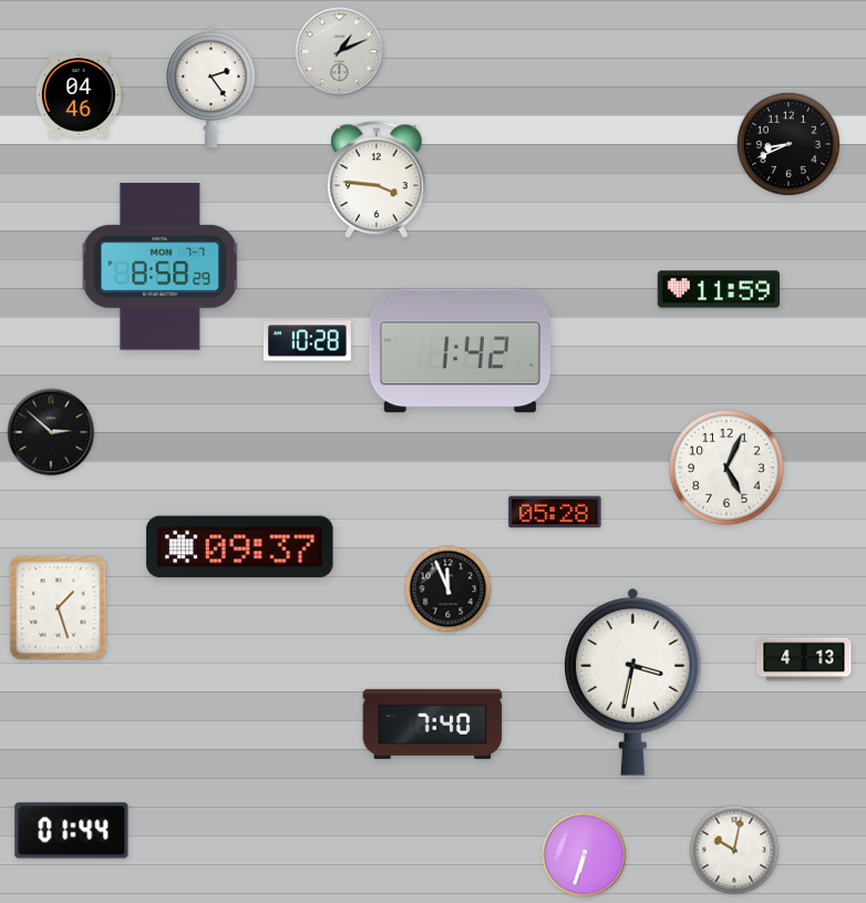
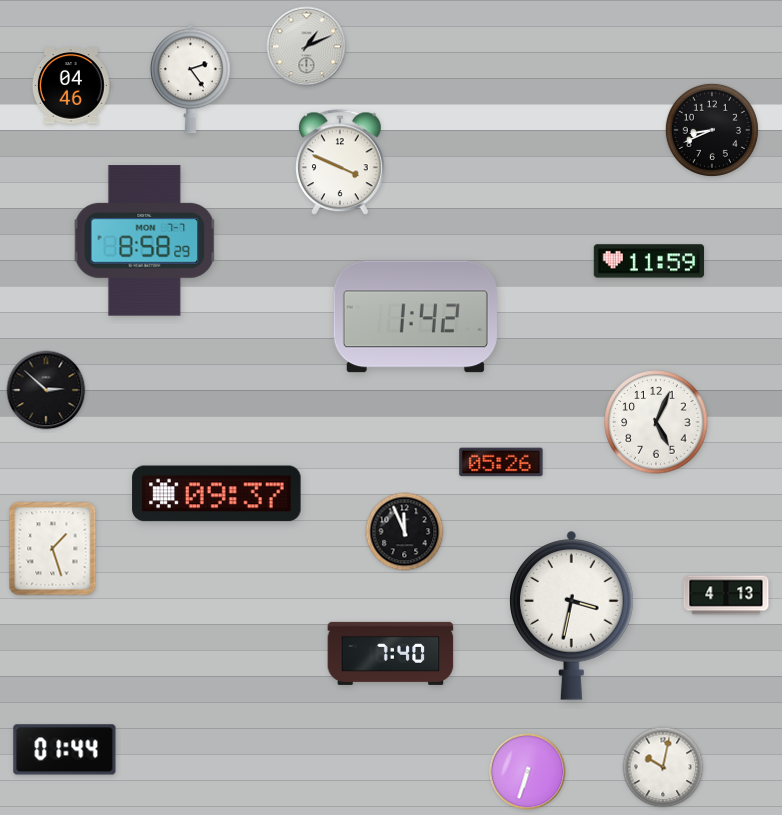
clock at (378, 181): 3:46 -> 3:49
clock at (307, 341): 10:28 -> none
clock at (555, 512): 05:28 -> 05:26
